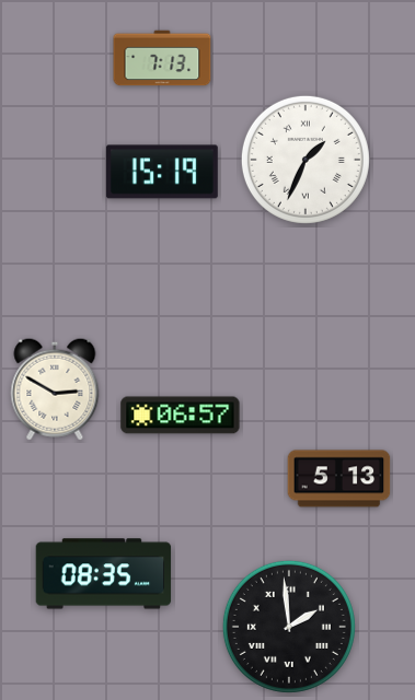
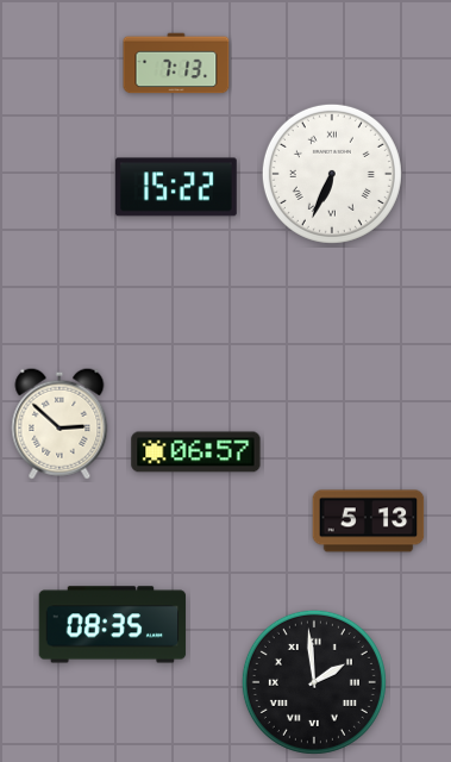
clock at (306, 160): 1:34 -> 6:34
clock at (162, 172): 15:19 -> 15:22
clock at (55, 389): 2:50 -> 2:52
